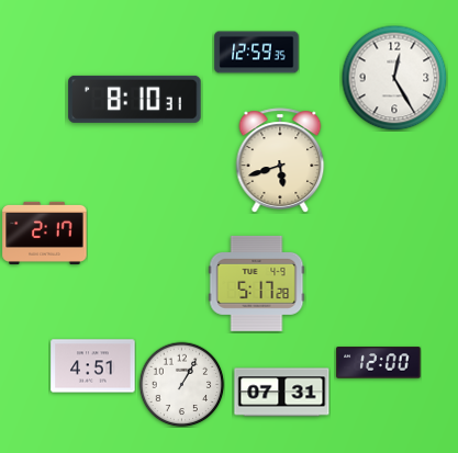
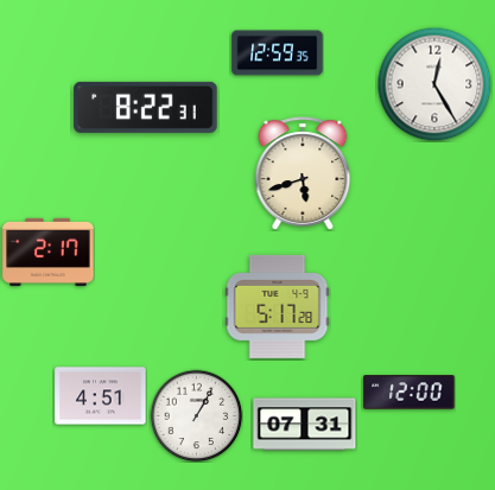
clock at (257, 53) position: (257, 53) -> (278, 53)
clock at (394, 78) position: (394, 78) -> (434, 84)
clock at (135, 99): 8:10 -> 8:22
